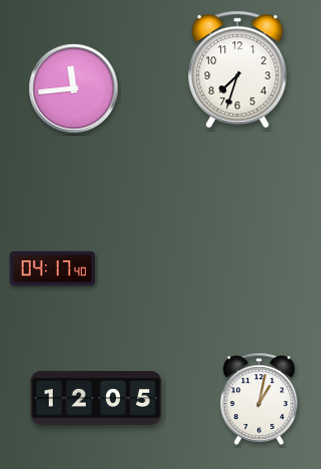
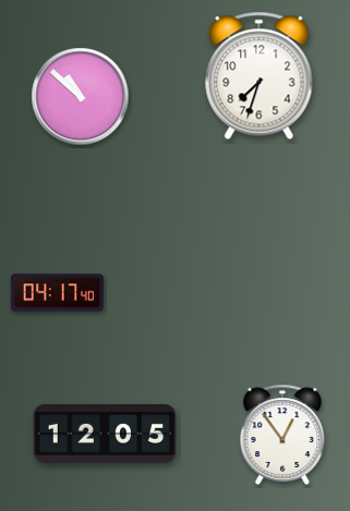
clock at (74, 89): 11:44 -> 10:52
clock at (259, 399): 1:02 -> 12:54
